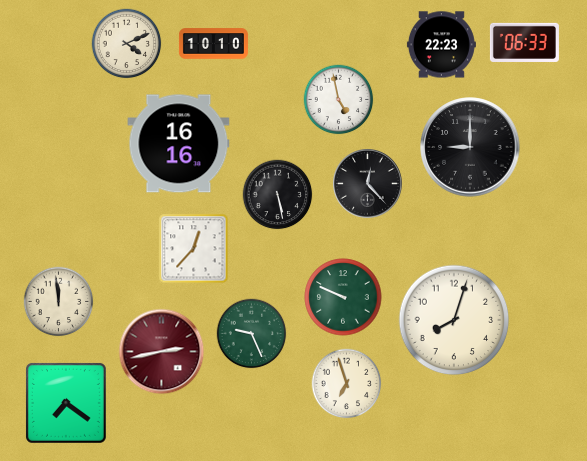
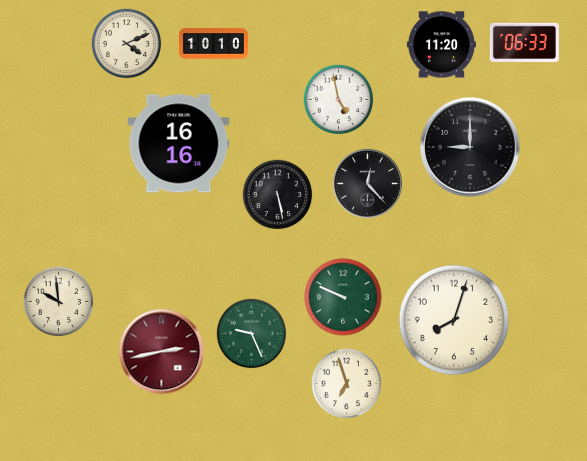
clock at (441, 45): 22:23 -> 11:20
clock at (194, 249): 12:37 -> none
clock at (59, 302): 11:59 -> 9:59
clock at (66, 403): 7:21 -> none
